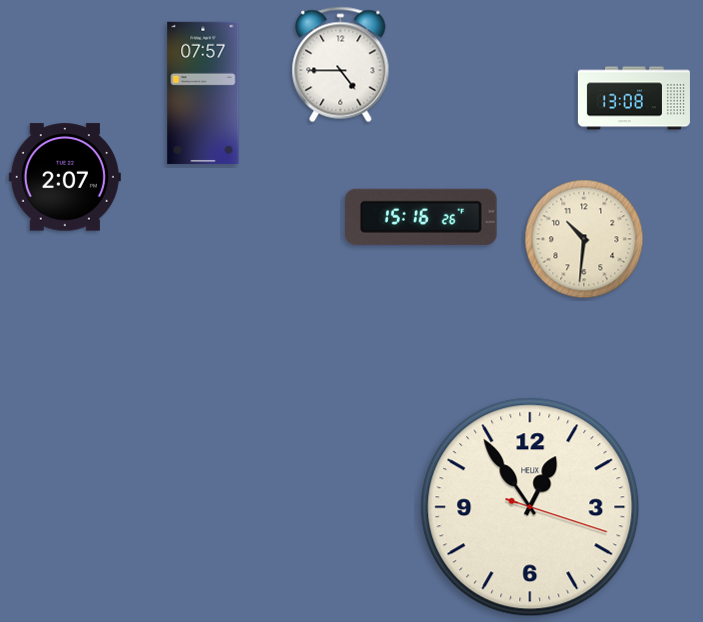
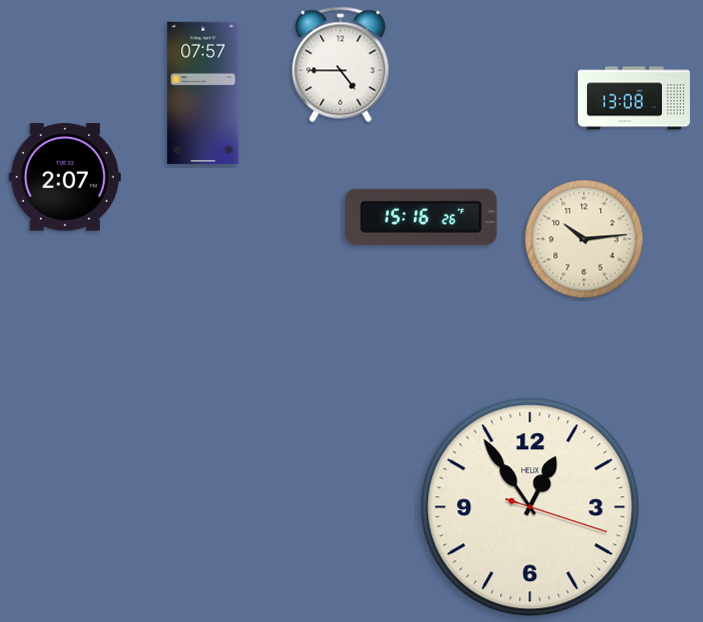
clock at (584, 239): 10:31 -> 10:14
